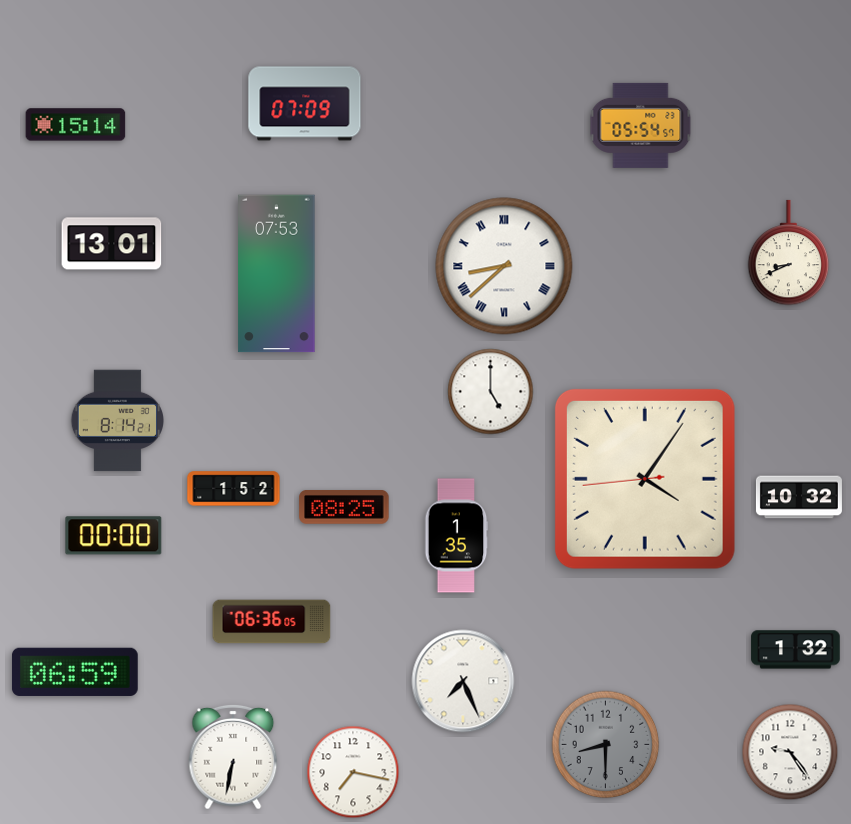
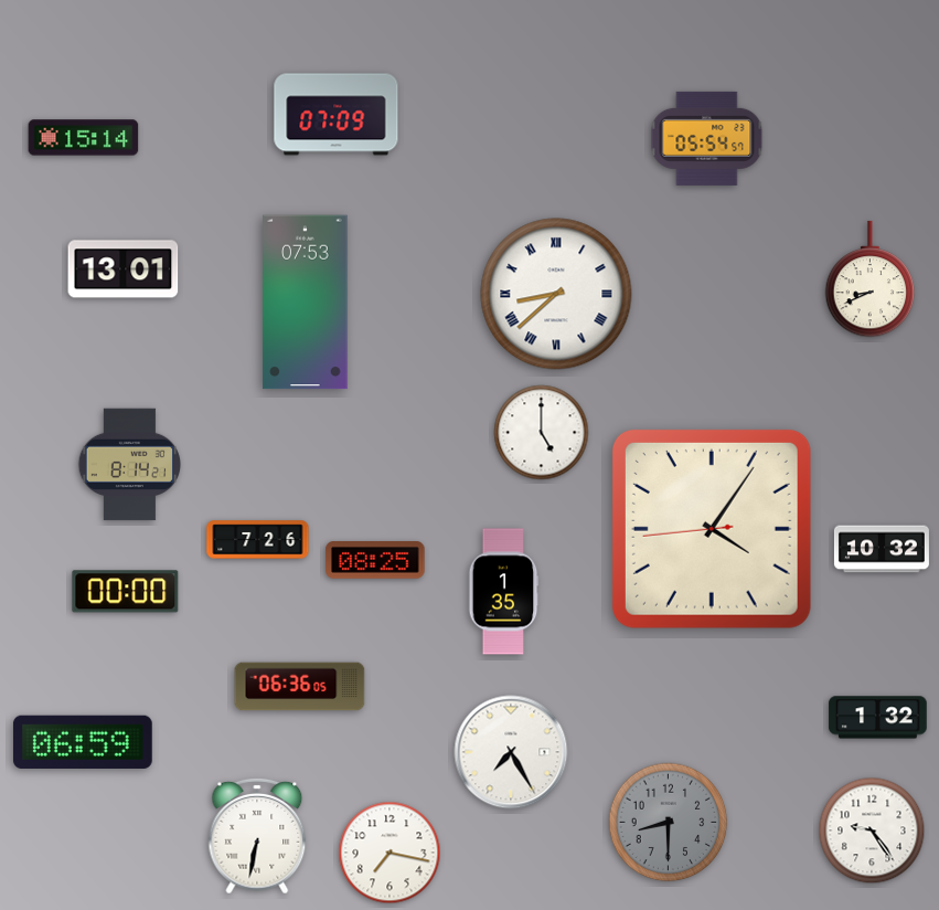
clock at (234, 489): 1:52 -> 7:26
clock at (344, 508) position: (344, 508) -> (375, 561)
clock at (463, 681): 7:26 -> 7:25
